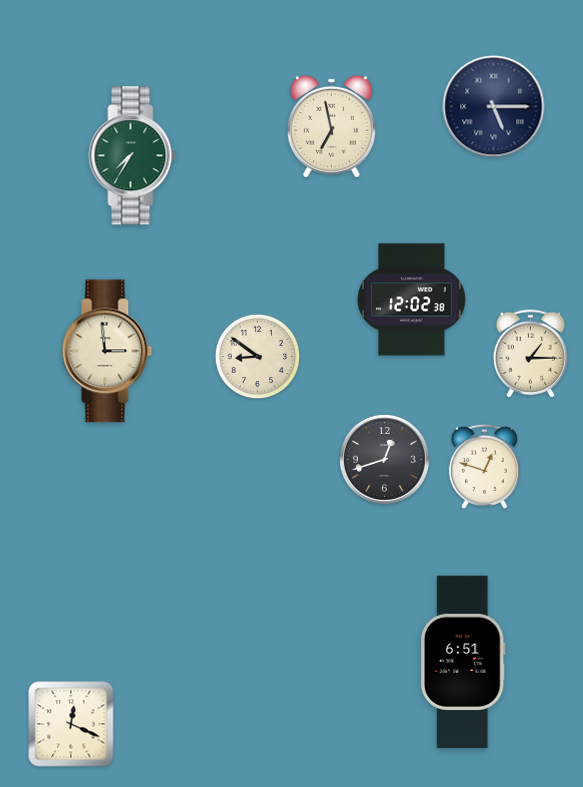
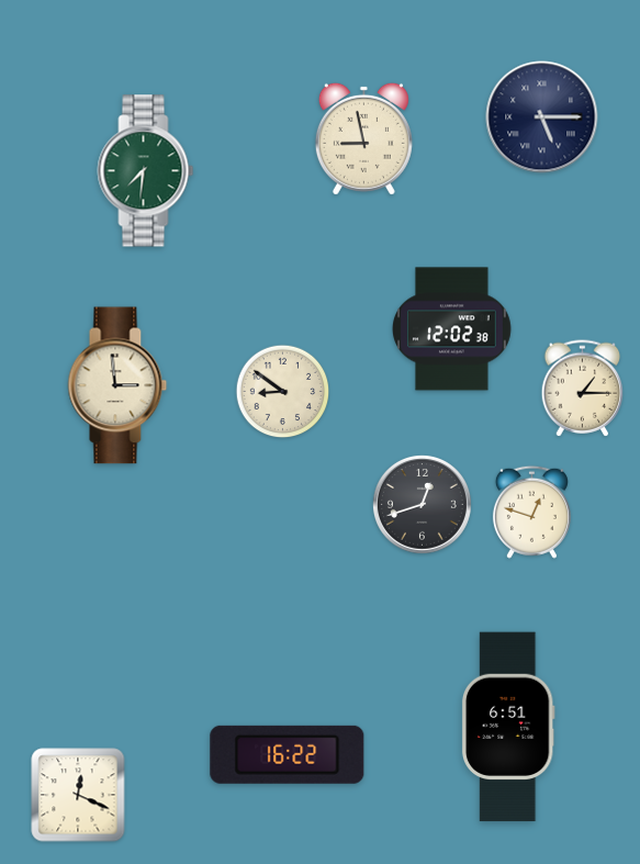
clock at (331, 126): 6:58 -> 8:58
clock at (133, 156): 7:35 -> 7:31
clock at (288, 754): none -> 16:22
